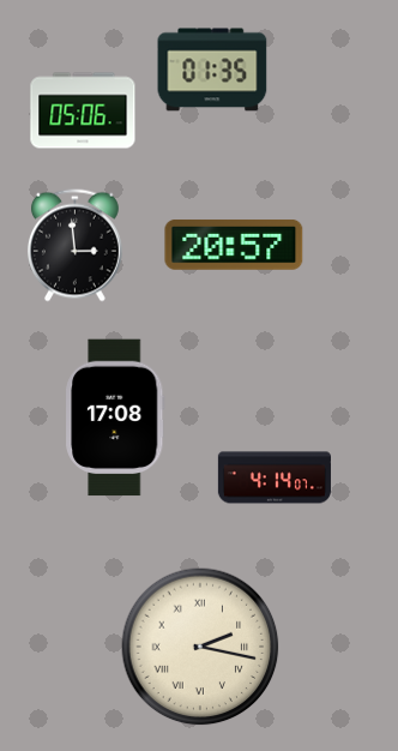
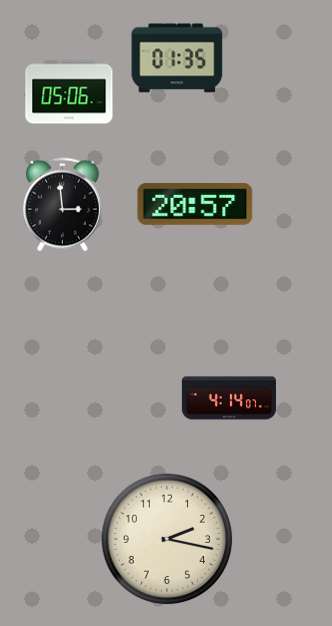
clock at (115, 417): 17:08 -> none
clock at (200, 647) numerals: Roman -> Arabic
